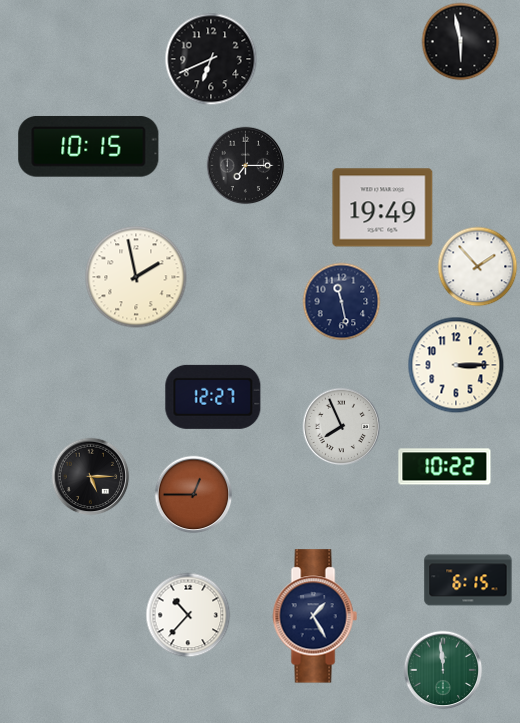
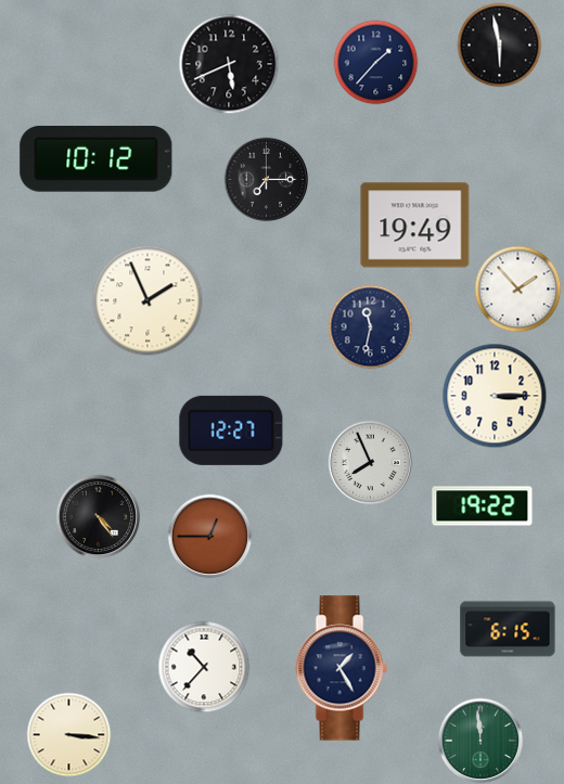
clock at (375, 62): none -> 1:37
clock at (211, 59): 6:41 -> 5:41
clock at (89, 146): 10:15 -> 10:12
clock at (136, 277): 1:58 -> 1:56
clock at (341, 301): 11:28 -> 11:32
clock at (445, 467): 10:22 -> 19:22
clock at (90, 476): 5:15 -> 4:24
clock at (443, 670) position: (443, 670) -> (480, 741)
clock at (68, 734): none -> 3:16
